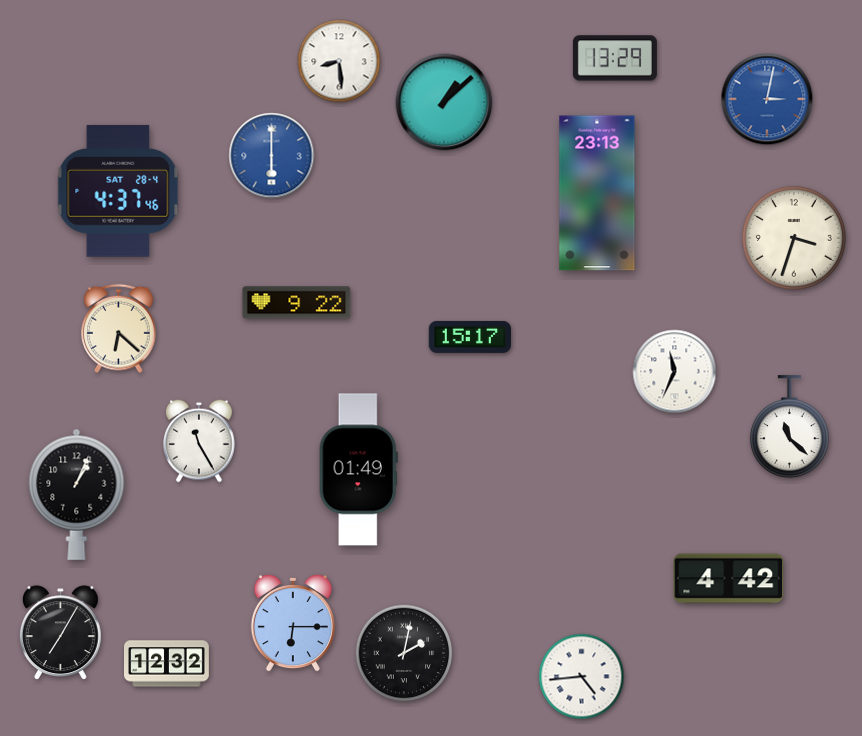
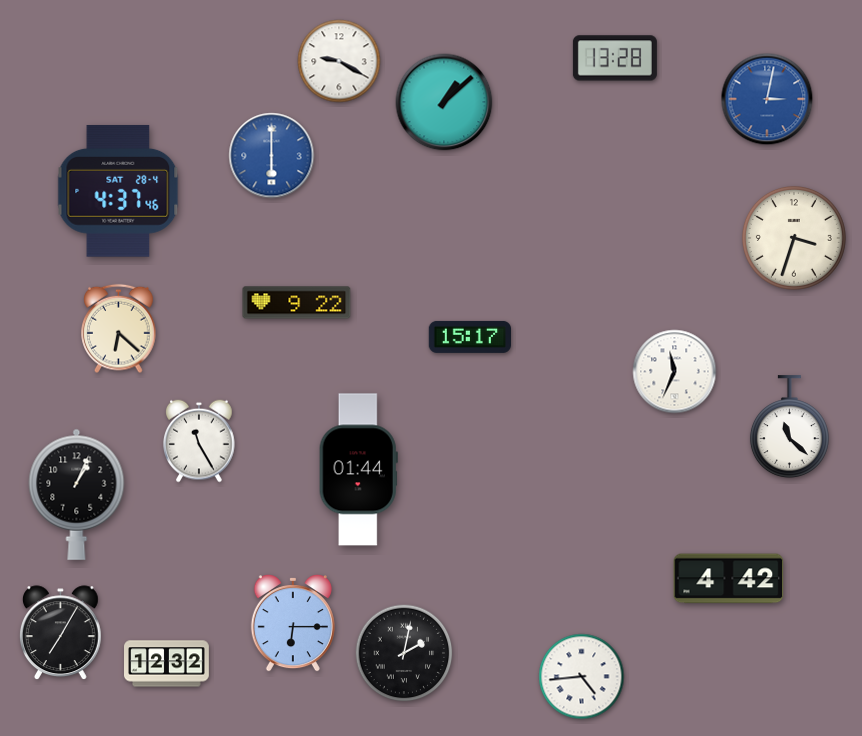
clock at (615, 58): 13:29 -> 13:28
clock at (339, 61): 8:29 -> 9:20
clock at (597, 193): 23:13 -> none
clock at (358, 470): 01:49 -> 01:44
